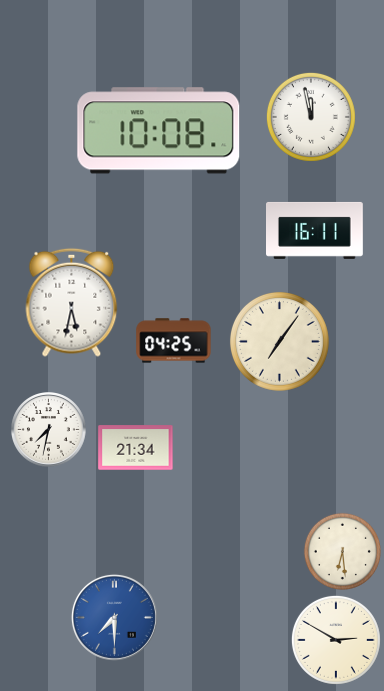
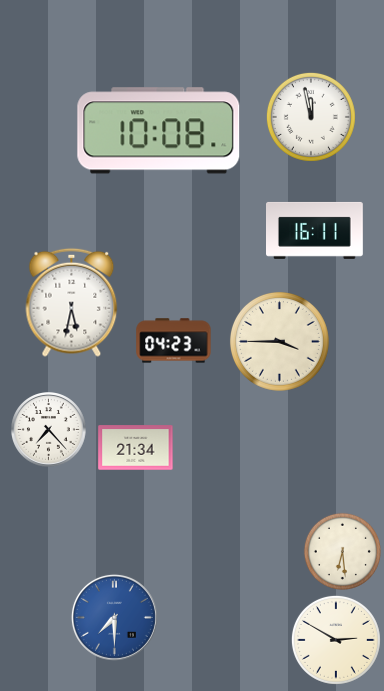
clock at (174, 341): 04:25 -> 04:23
clock at (279, 341): 7:06 -> 3:45
clock at (49, 430): 7:32 -> 7:23
